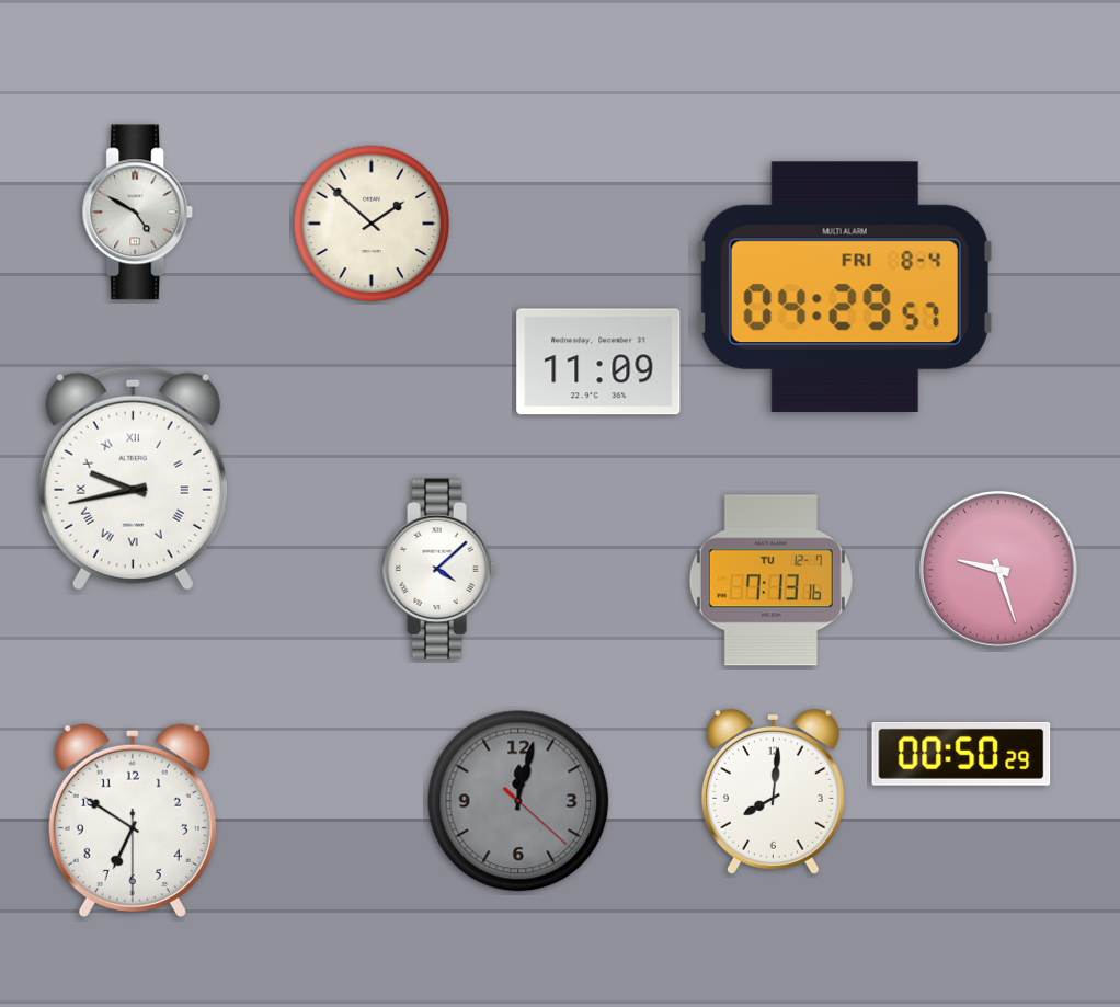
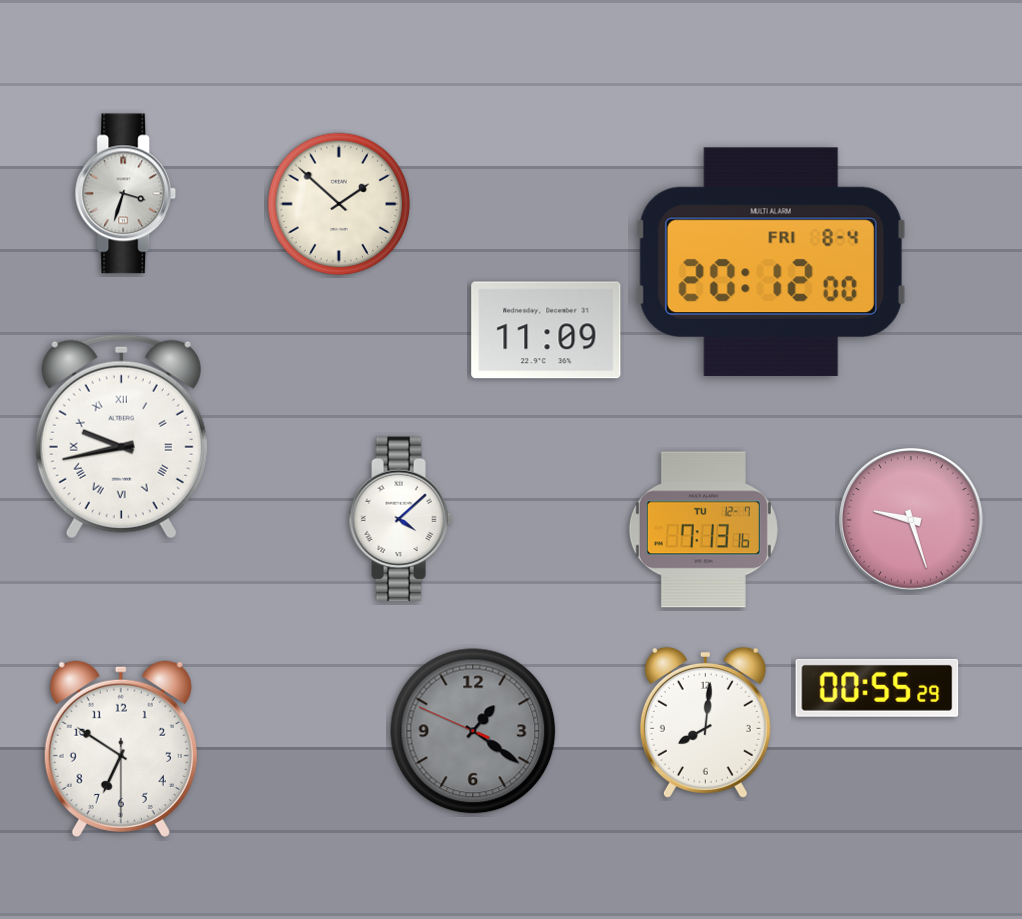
clock at (138, 213): 4:50 -> 3:33
clock at (845, 287): 04:29 -> 20:12
clock at (961, 754): 00:50 -> 00:55
clock at (518, 801): 12:02 -> 1:20
